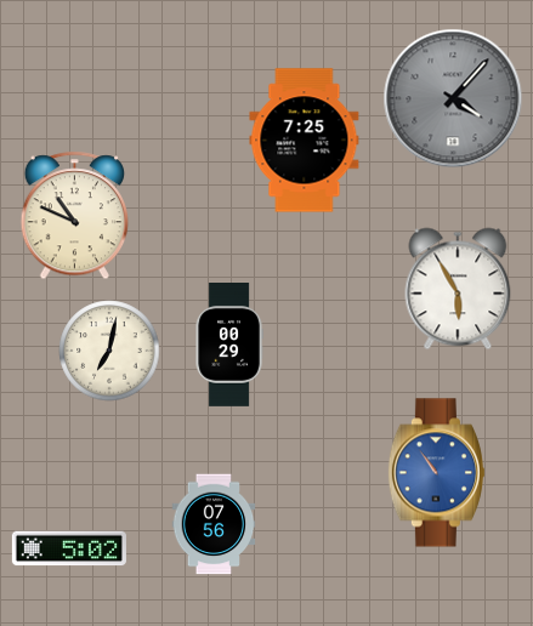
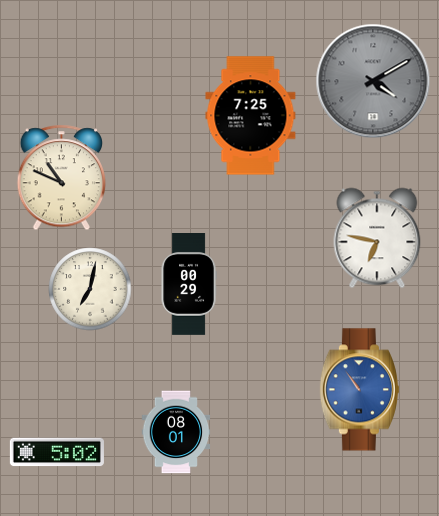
clock at (453, 98): 4:07 -> 4:10
clock at (458, 289): 5:55 -> 6:47
clock at (214, 524): 07:56 -> 08:01
